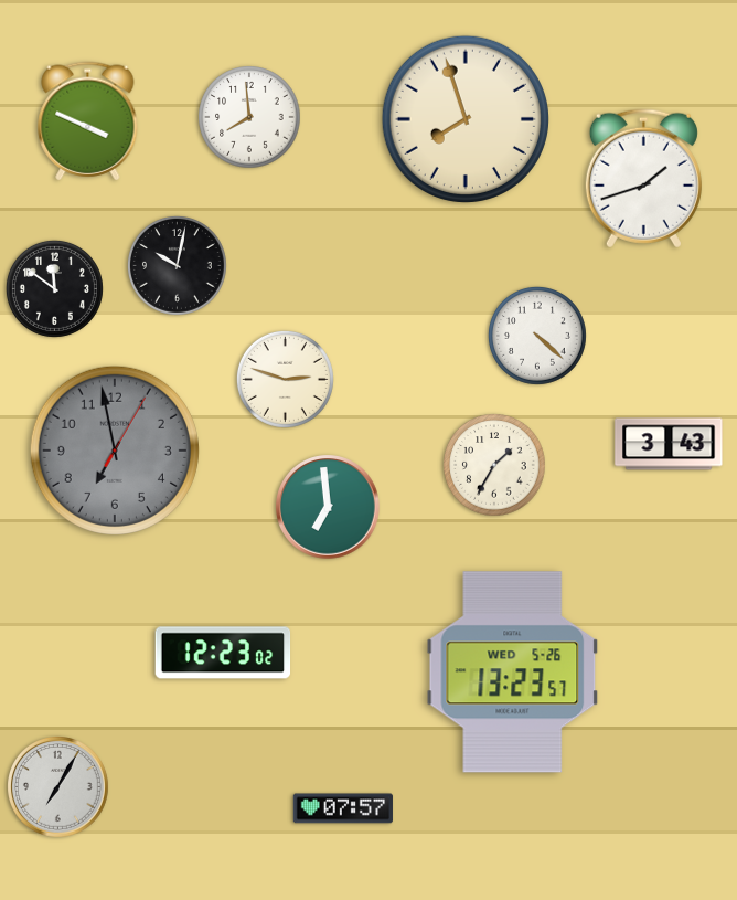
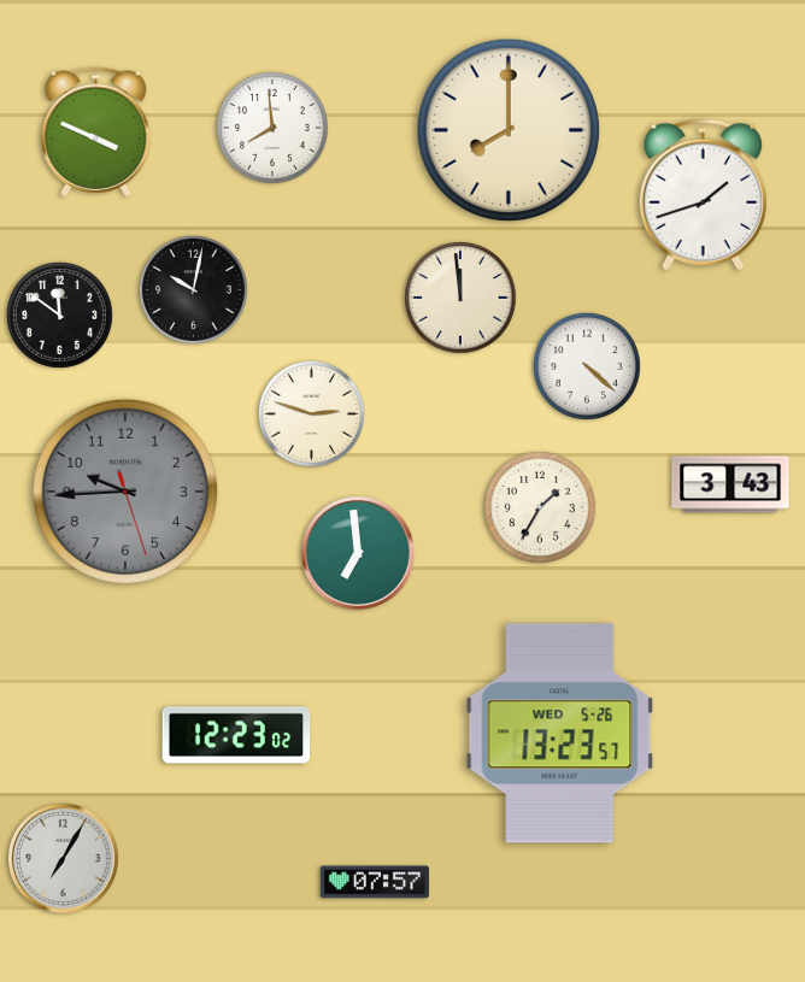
clock at (466, 119): 7:57 -> 8:00
clock at (460, 298): none -> 11:59
clock at (115, 451): 6:58 -> 9:44
clock at (223, 653) position: (223, 653) -> (236, 735)
